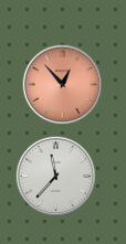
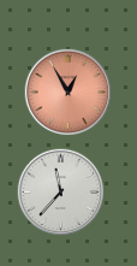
clock at (63, 85): 12:53 -> 12:55
